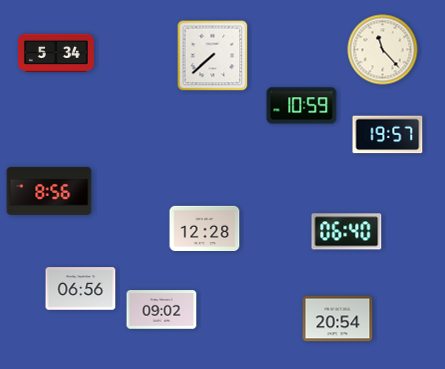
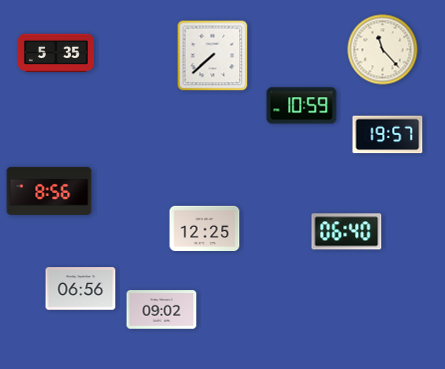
clock at (56, 53): 5:34 -> 5:35
clock at (205, 228): 12:28 -> 12:25
clock at (338, 319): 20:54 -> none
